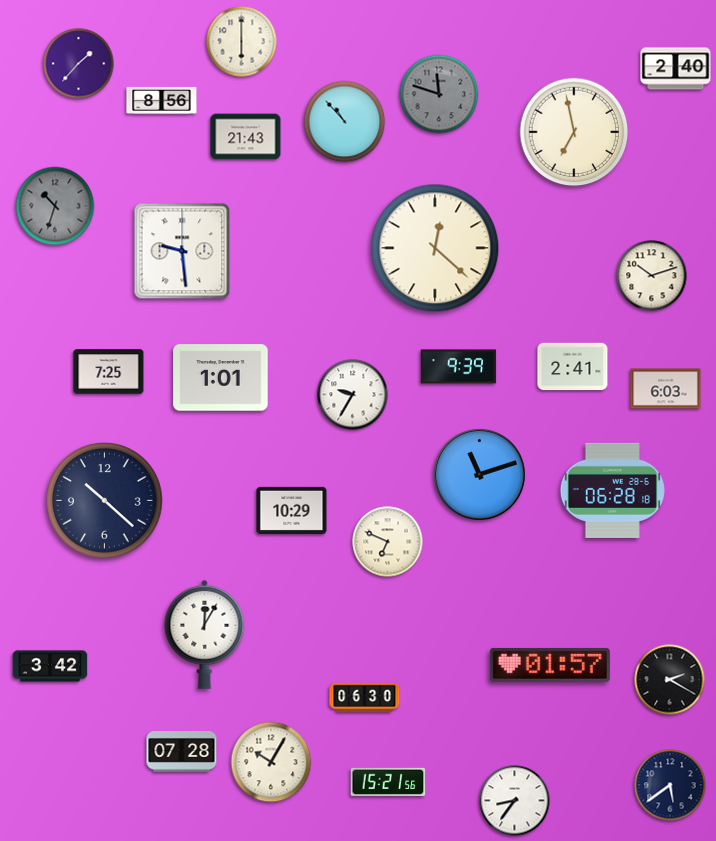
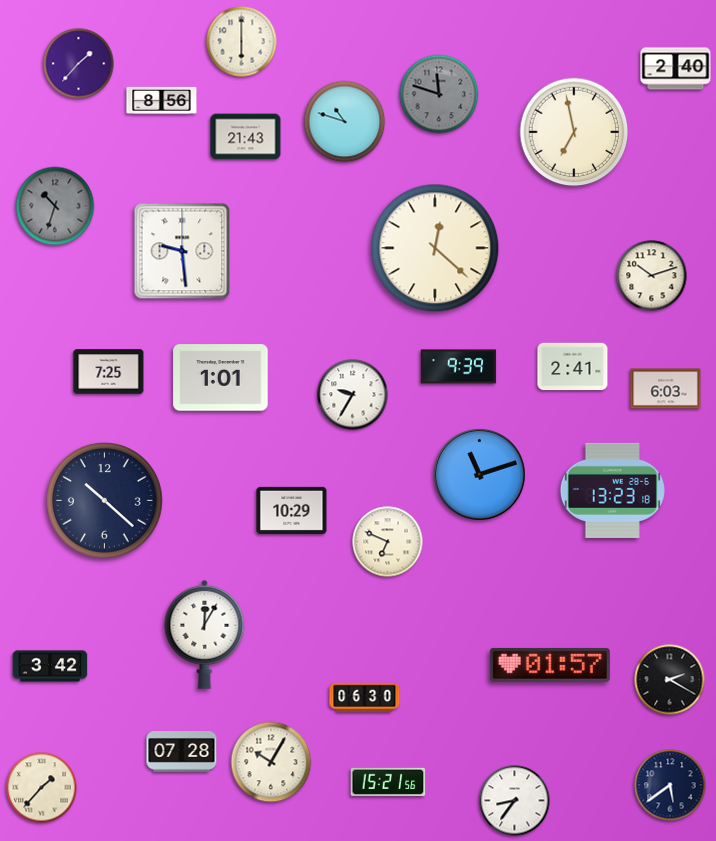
clock at (345, 122): 10:53 -> 10:48
clock at (612, 490): 06:28 -> 13:23
clock at (42, 788): none -> 1:37
